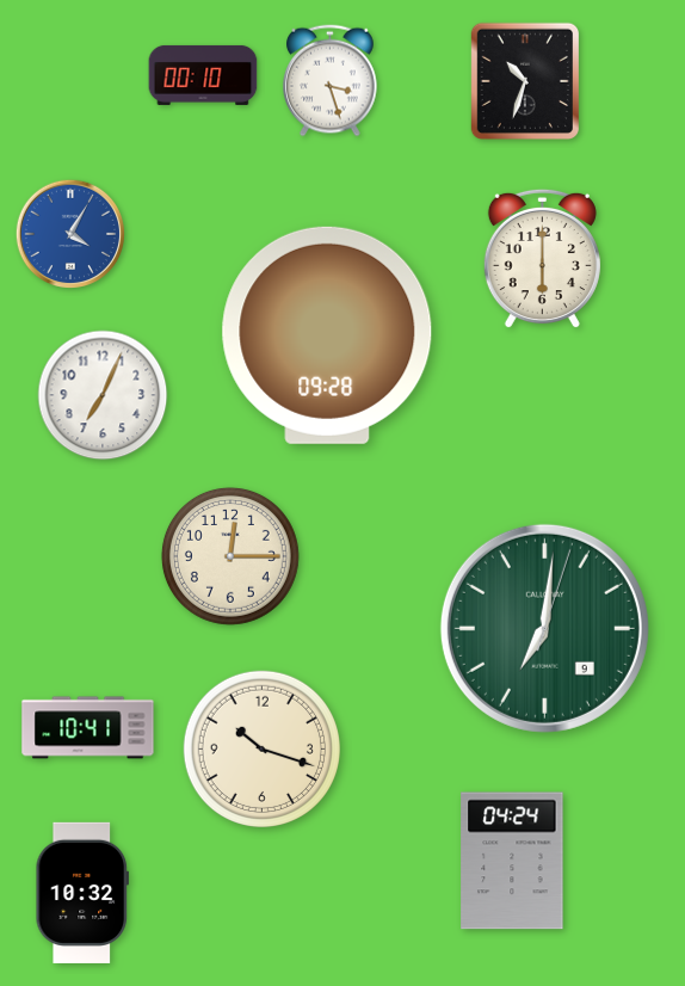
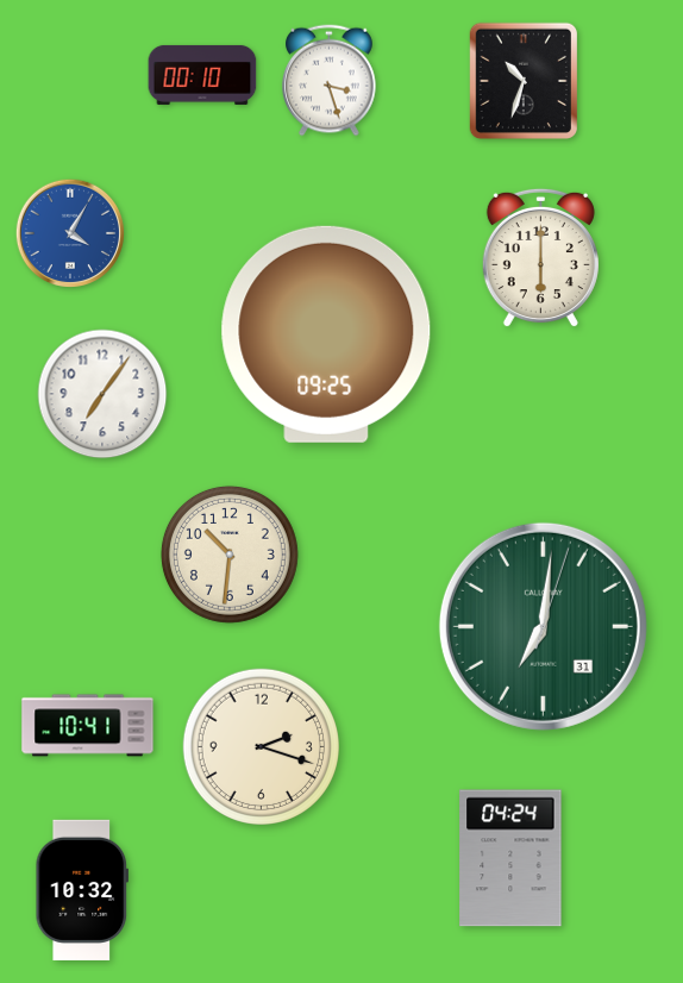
clock at (327, 335): 09:28 -> 09:25
clock at (103, 395): 7:04 -> 7:06
clock at (230, 556): 12:15 -> 10:31
clock at (544, 628) date: 9 -> 31
clock at (261, 748): 10:18 -> 2:18
